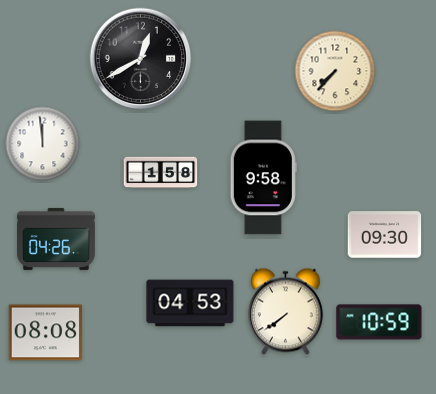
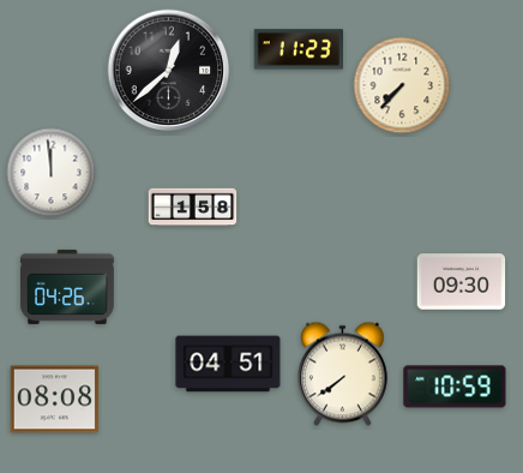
clock at (297, 49): none -> 11:23
clock at (141, 59): 12:40 -> 12:38
clock at (263, 178): 9:58 -> none
clock at (190, 303): 04:53 -> 04:51
